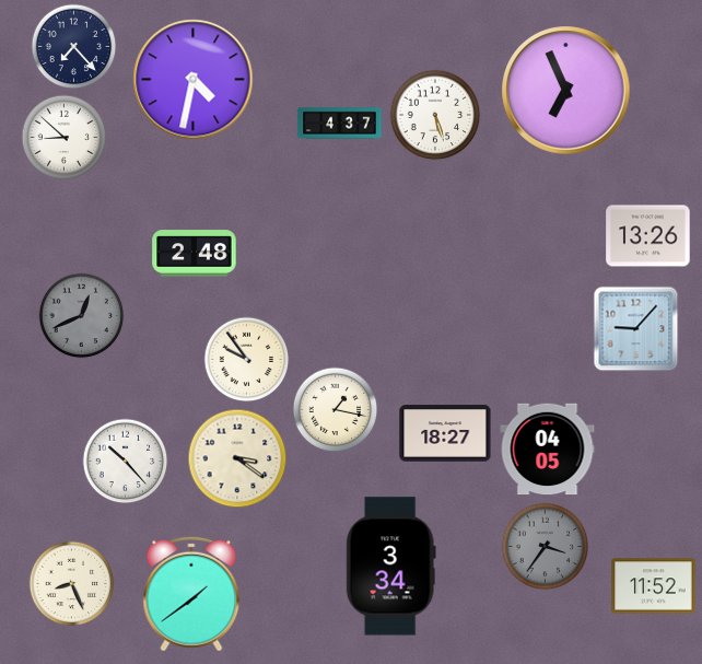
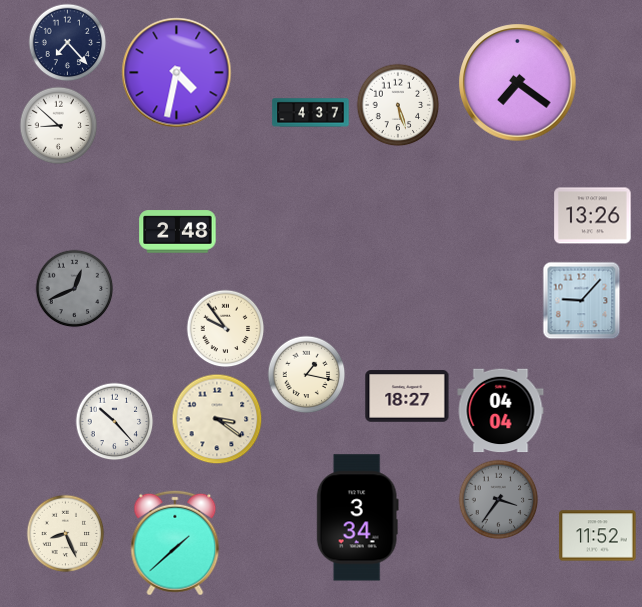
clock at (566, 91): 6:56 -> 7:21
clock at (548, 450): 04:05 -> 04:04
clock at (191, 594): 1:39 -> 1:38
